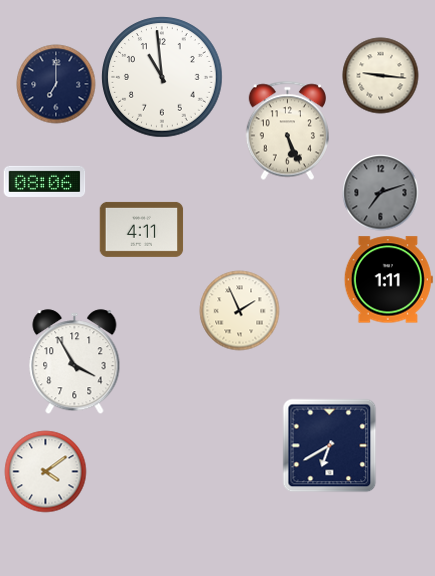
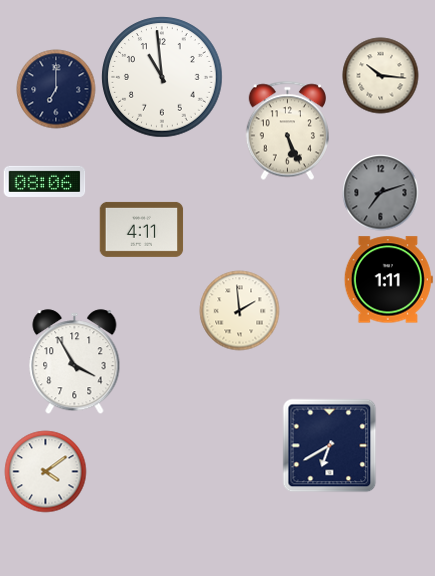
clock at (381, 76): 9:16 -> 10:16
clock at (56, 84) position: (56, 84) -> (56, 89)
clock at (240, 311): 1:56 -> 1:59
